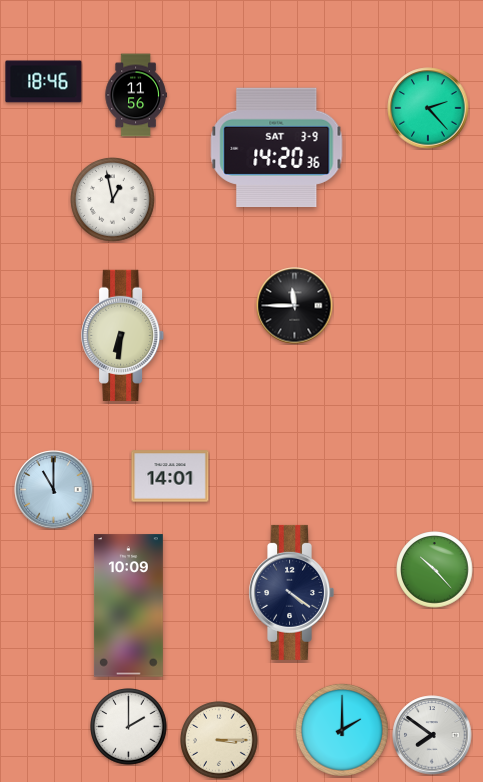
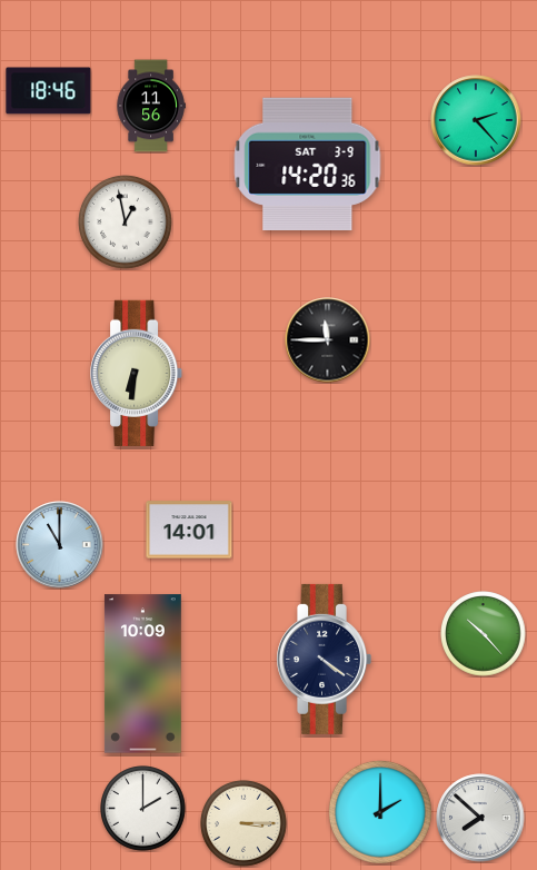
clock at (432, 735): 7:51 -> 7:52
